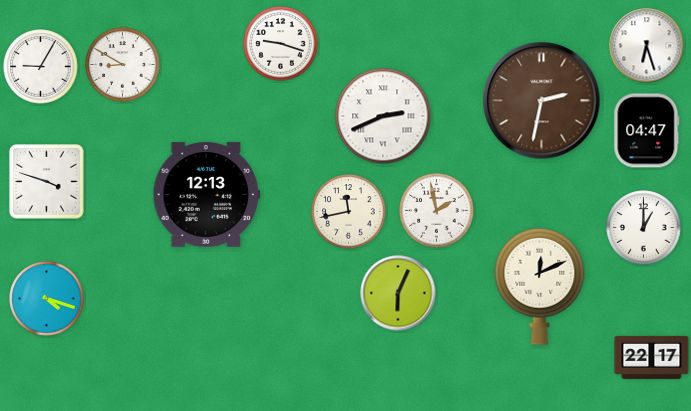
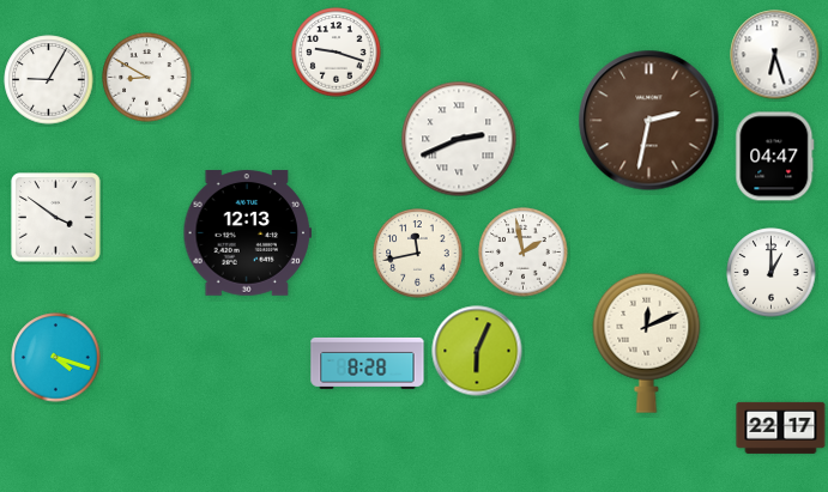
clock at (47, 182): 3:48 -> 3:51
clock at (368, 363): none -> 8:28
